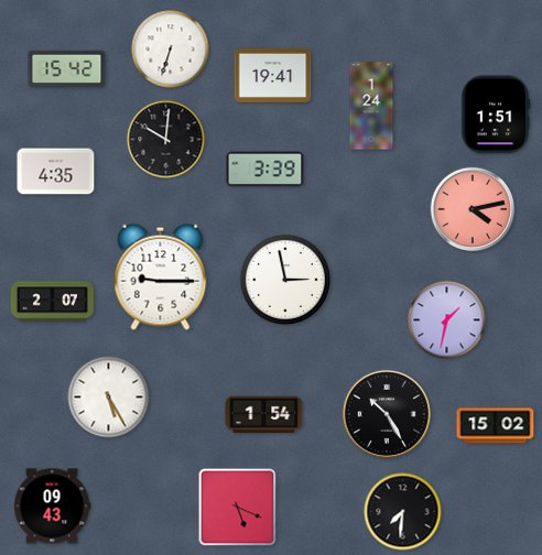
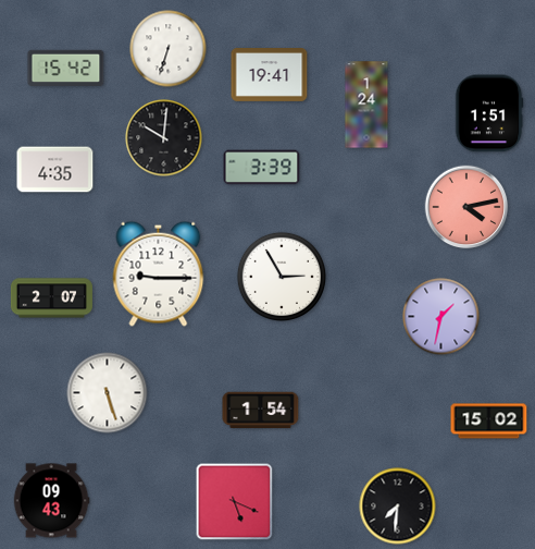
clock at (284, 279): 2:58 -> 2:55
clock at (109, 398): 5:25 -> 5:27
clock at (387, 414): 10:25 -> none
